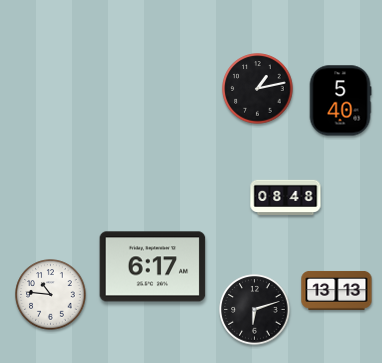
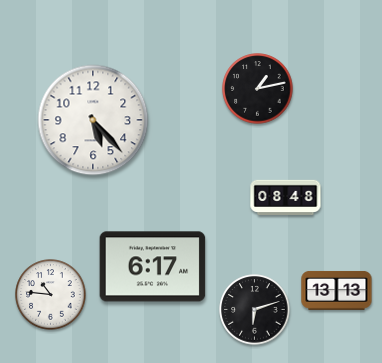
clock at (340, 101): 5:40 -> none
clock at (93, 120): none -> 5:23
